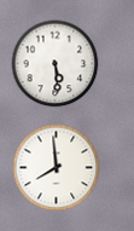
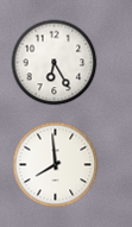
clock at (56, 64): 5:29 -> 6:25
